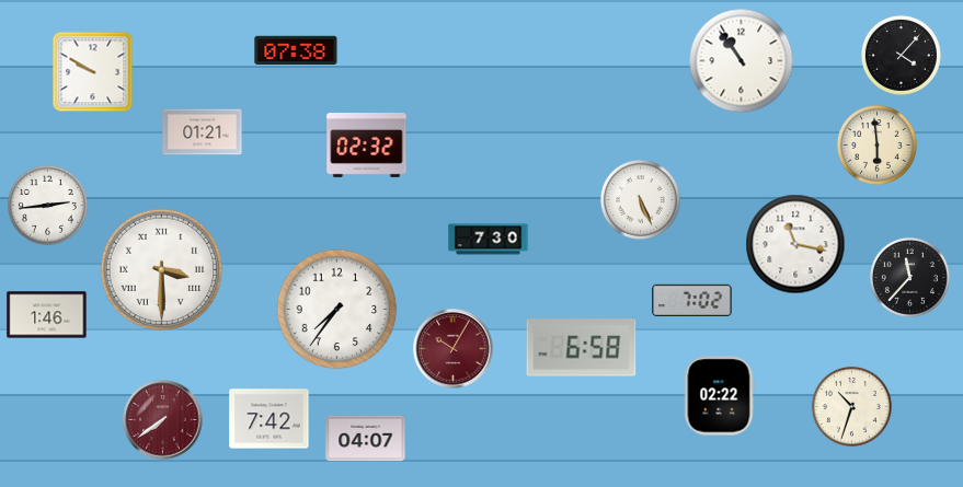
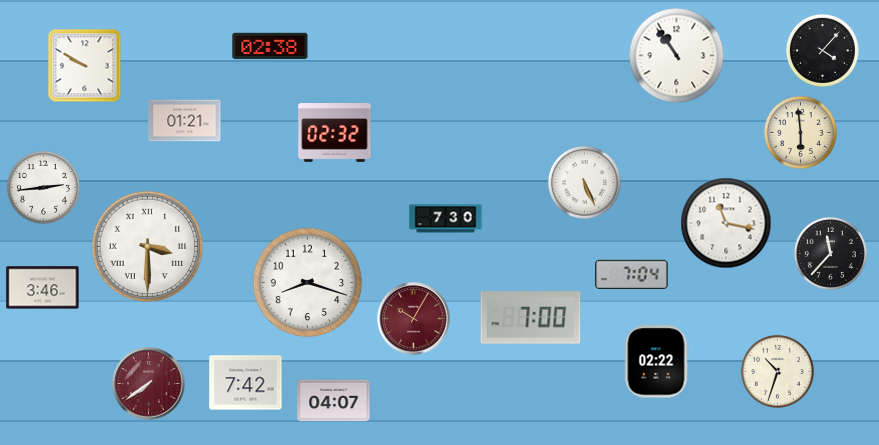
clock at (296, 50): 07:38 -> 02:38
clock at (692, 300): 7:02 -> 7:04
clock at (337, 310): 7:36 -> 8:18
clock at (47, 315): 1:46 -> 3:46
clock at (582, 348): 6:58 -> 7:00
